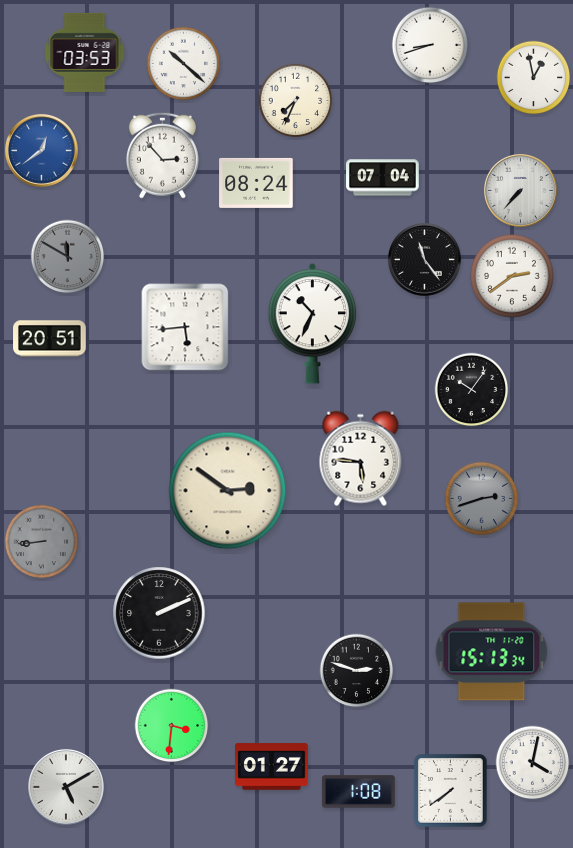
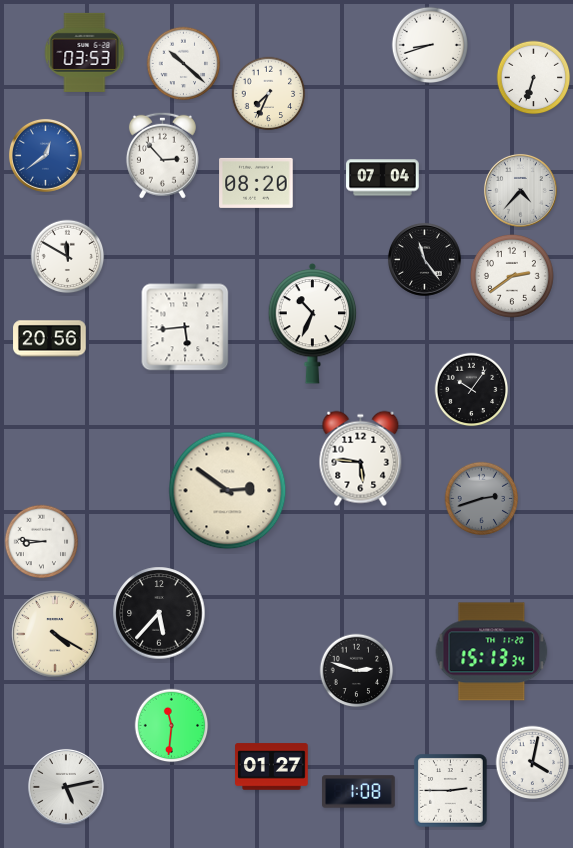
clock at (534, 78): 12:58 -> 6:33
clock at (296, 101) position: (296, 101) -> (269, 94)
clock at (41, 150) position: (41, 150) -> (45, 155)
clock at (256, 183): 08:24 -> 08:20
clock at (520, 190): 7:37 -> 4:37
clock at (68, 257) dial: grey -> white
clock at (50, 339): 20:51 -> 20:56
clock at (42, 542): 8:44 -> 8:46
clock at (42, 542) dial: grey -> white
clock at (159, 613): 2:11 -> 5:37
clock at (55, 634): none -> 4:20
clock at (172, 726): 3:31 -> 11:31
clock at (66, 787): 5:10 -> 5:13
clock at (451, 791): 7:39 -> 2:45
